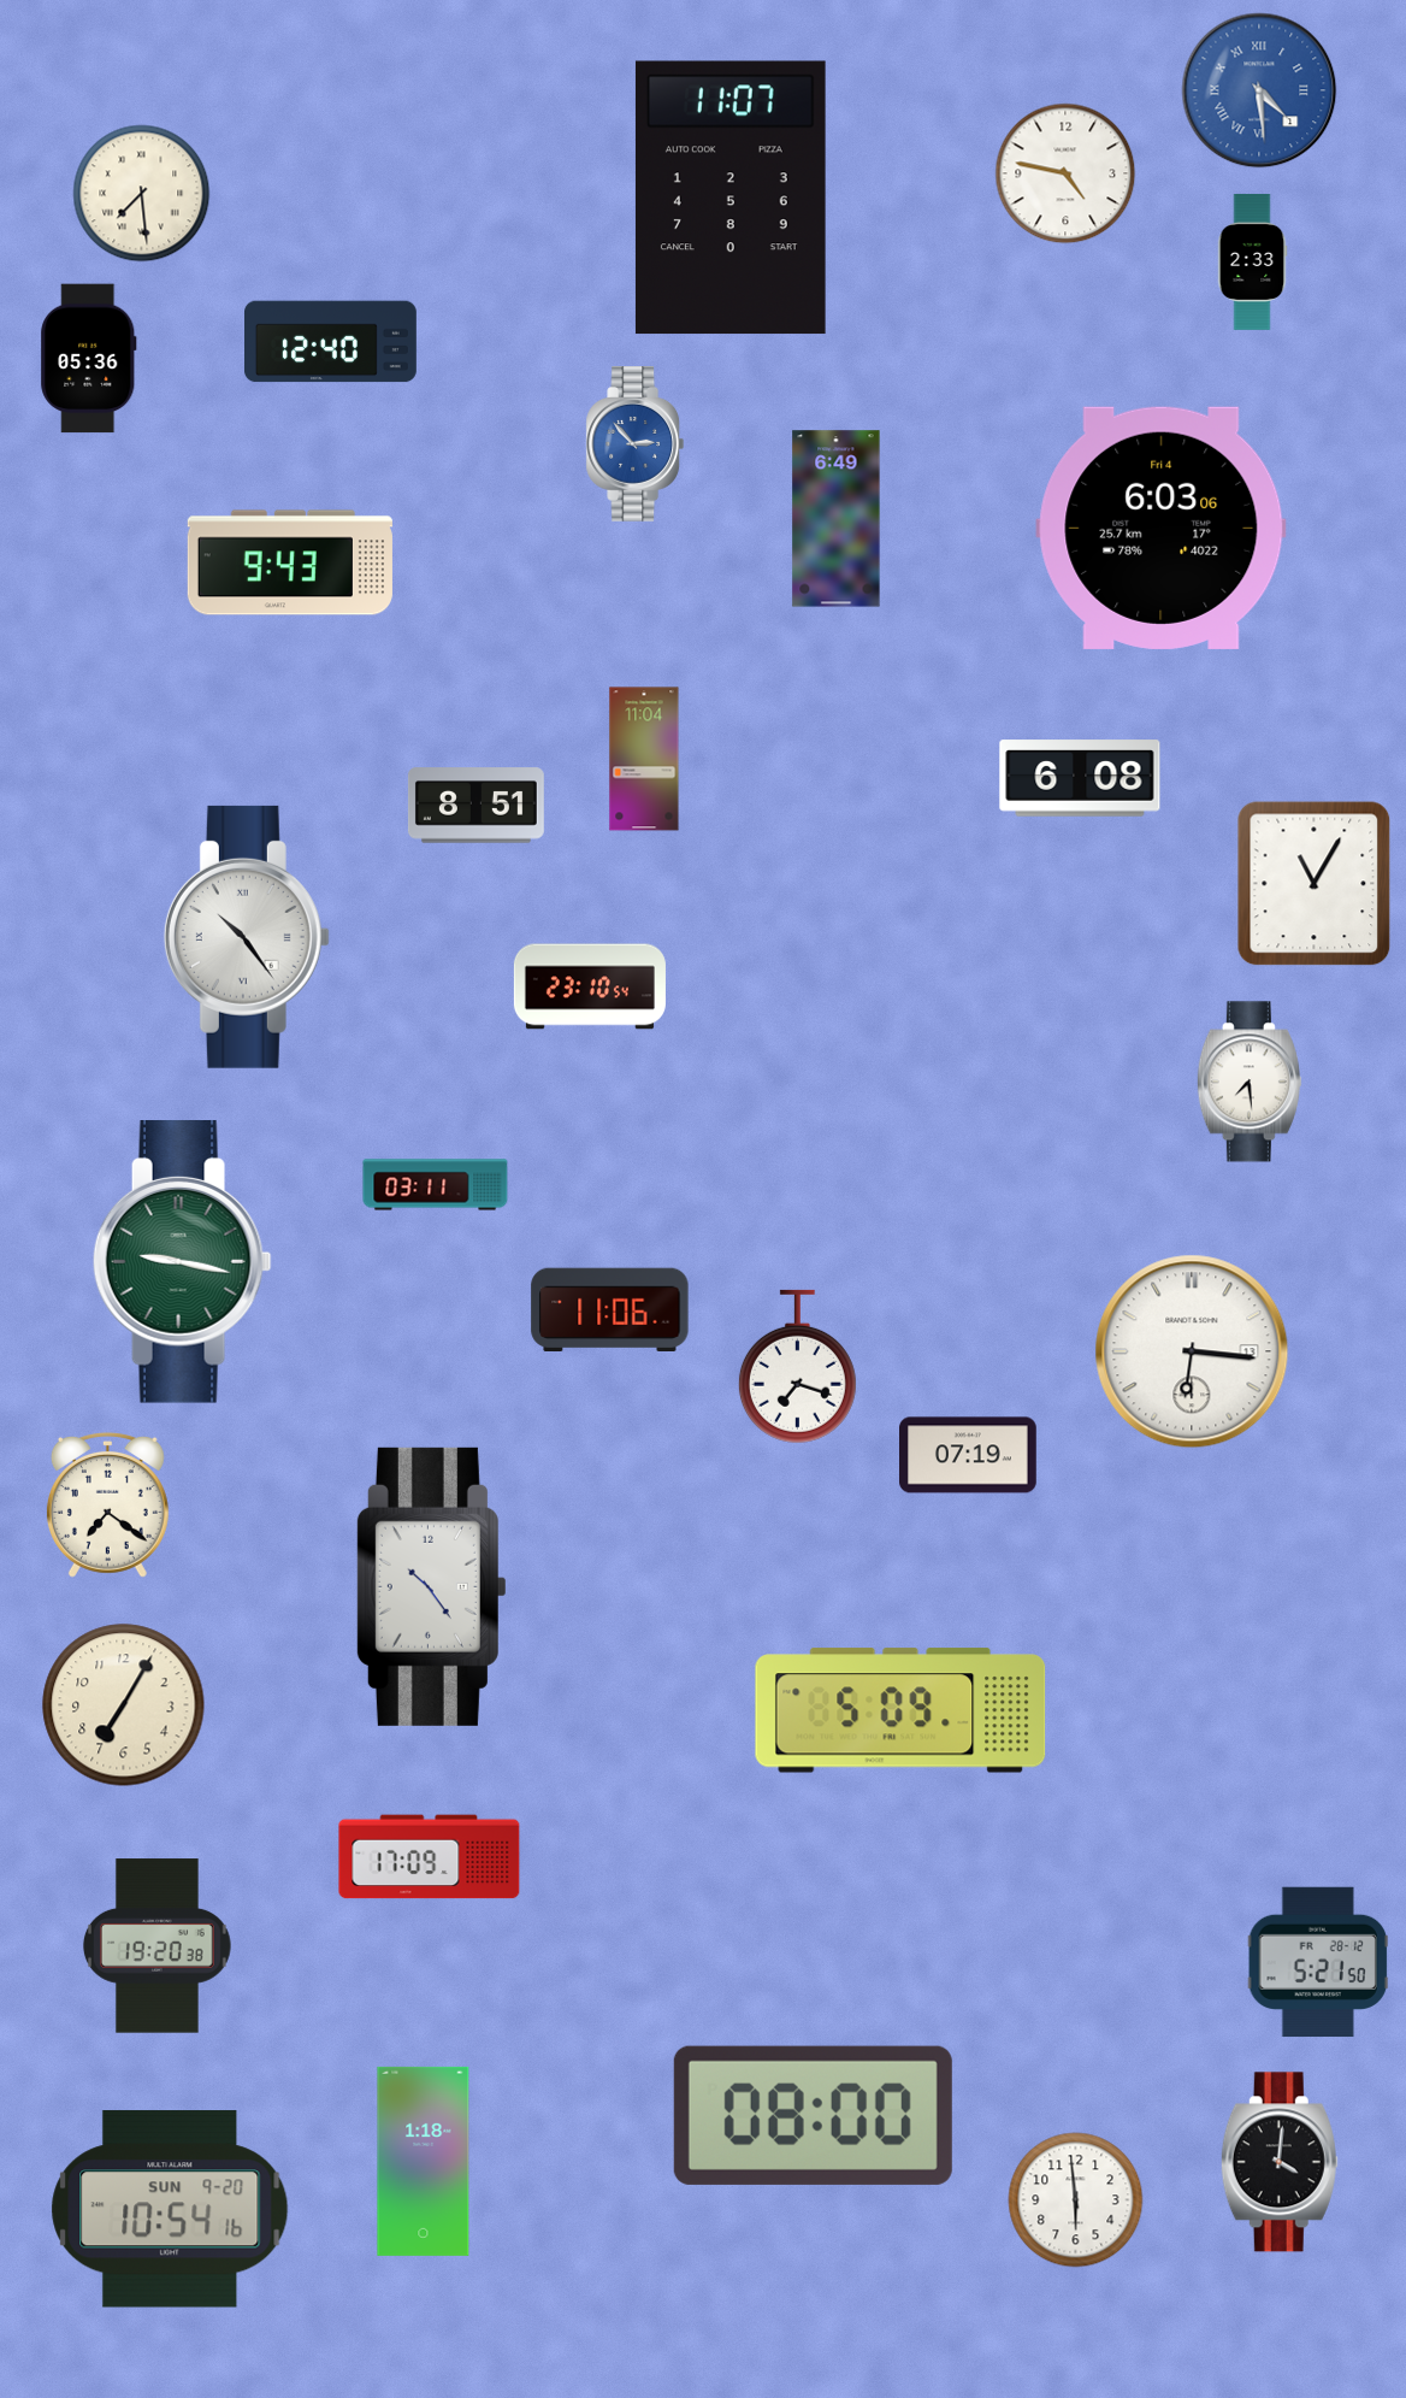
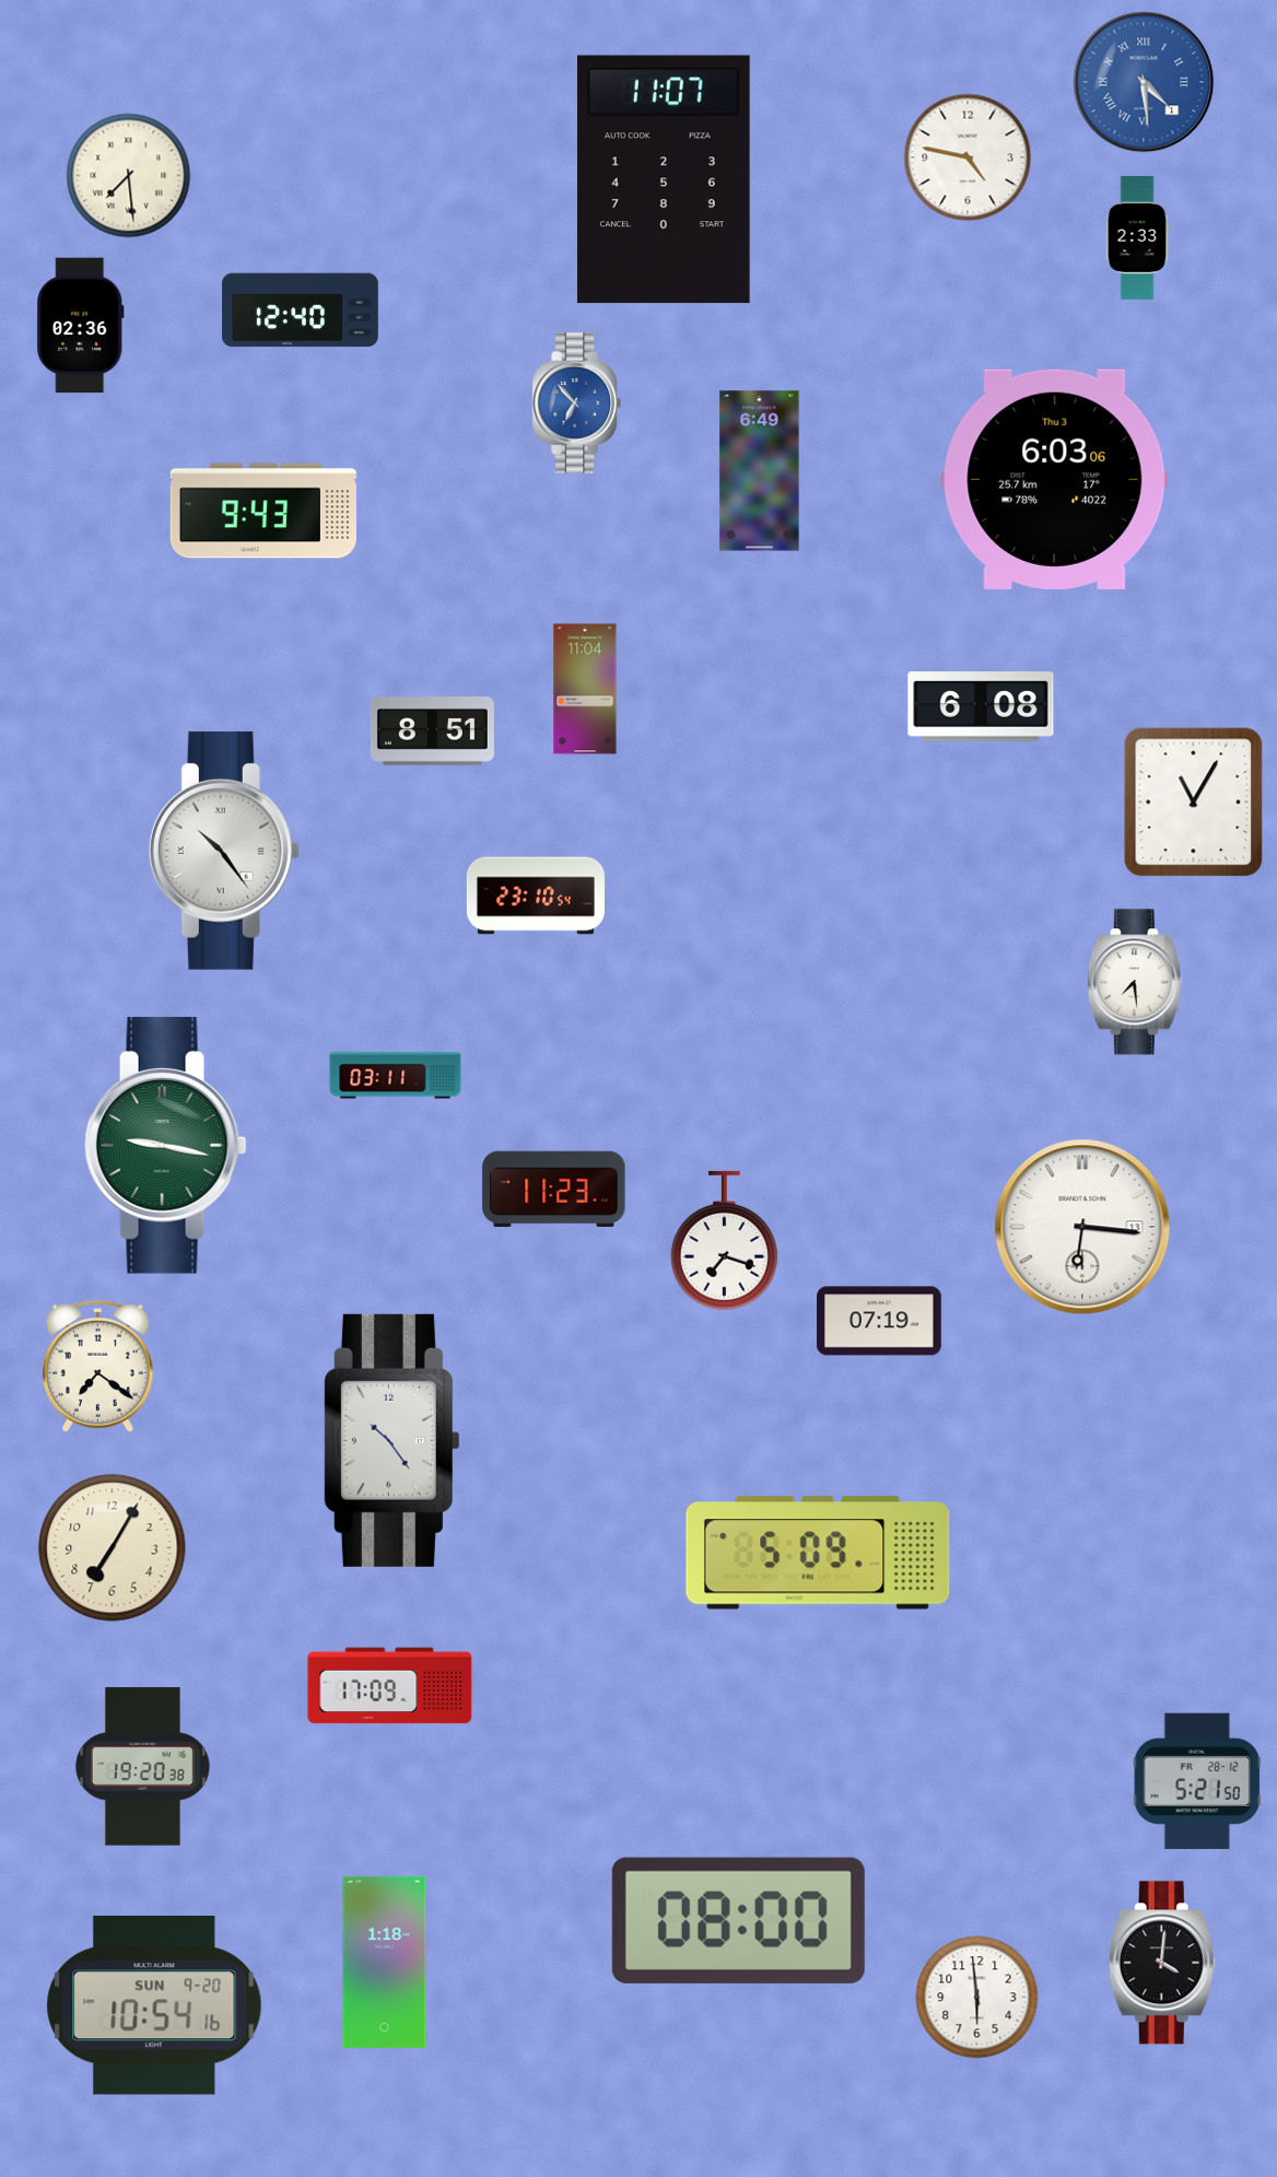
clock at (89, 359): 05:36 -> 02:36
clock at (636, 444): 2:53 -> 6:53
clock at (1162, 528) date: Fri 4 -> Thu 3
clock at (610, 1309): 11:06 -> 11:23
